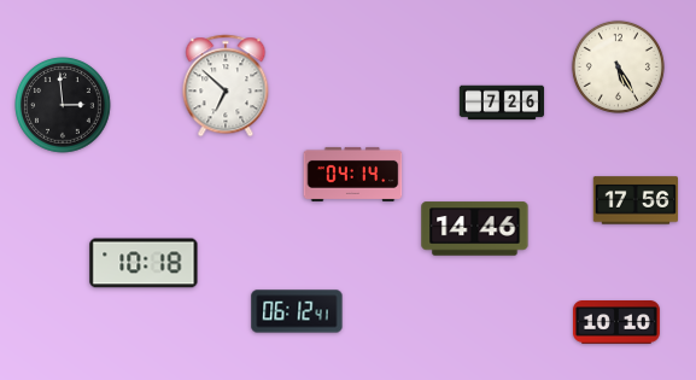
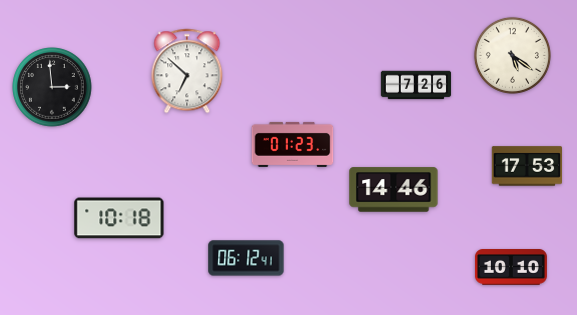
clock at (618, 66): 5:25 -> 5:21
clock at (353, 174): 04:14 -> 01:23
clock at (634, 200): 17:56 -> 17:53
